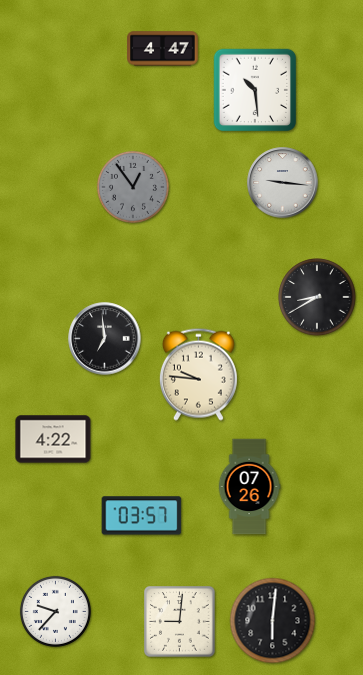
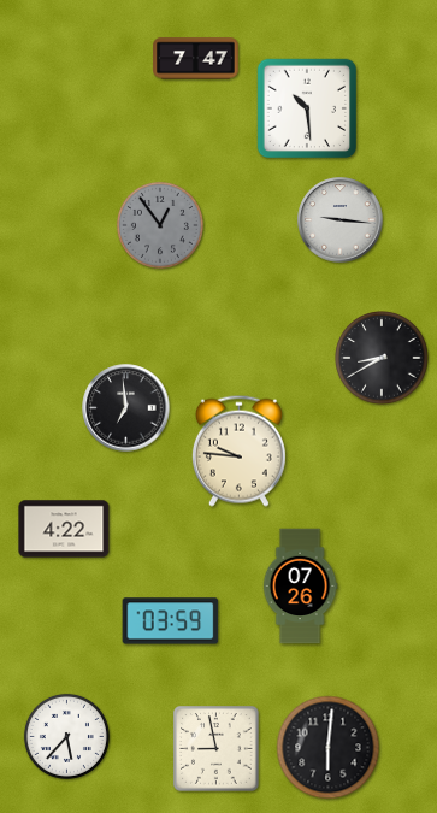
clock at (163, 49): 4:47 -> 7:47
clock at (142, 516): 03:57 -> 03:59
clock at (55, 611): 9:37 -> 5:37
clock at (180, 622): 9:01 -> 8:58
